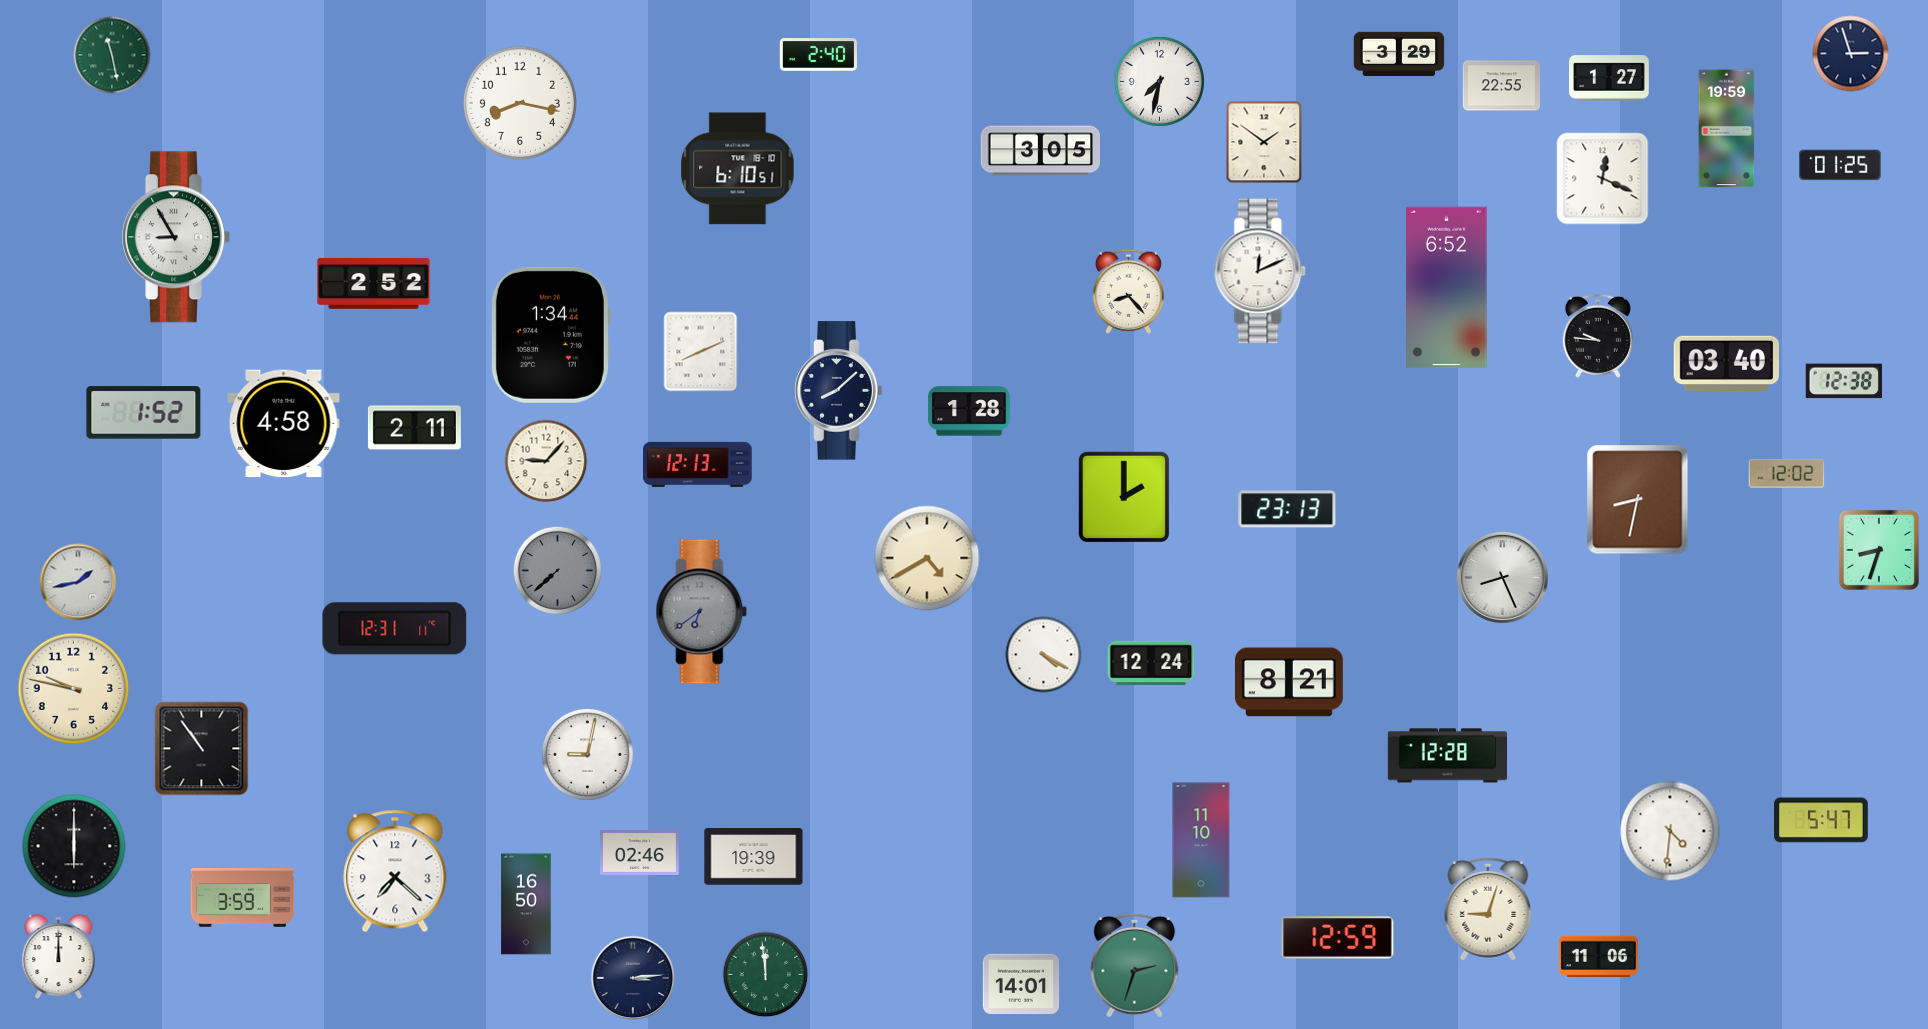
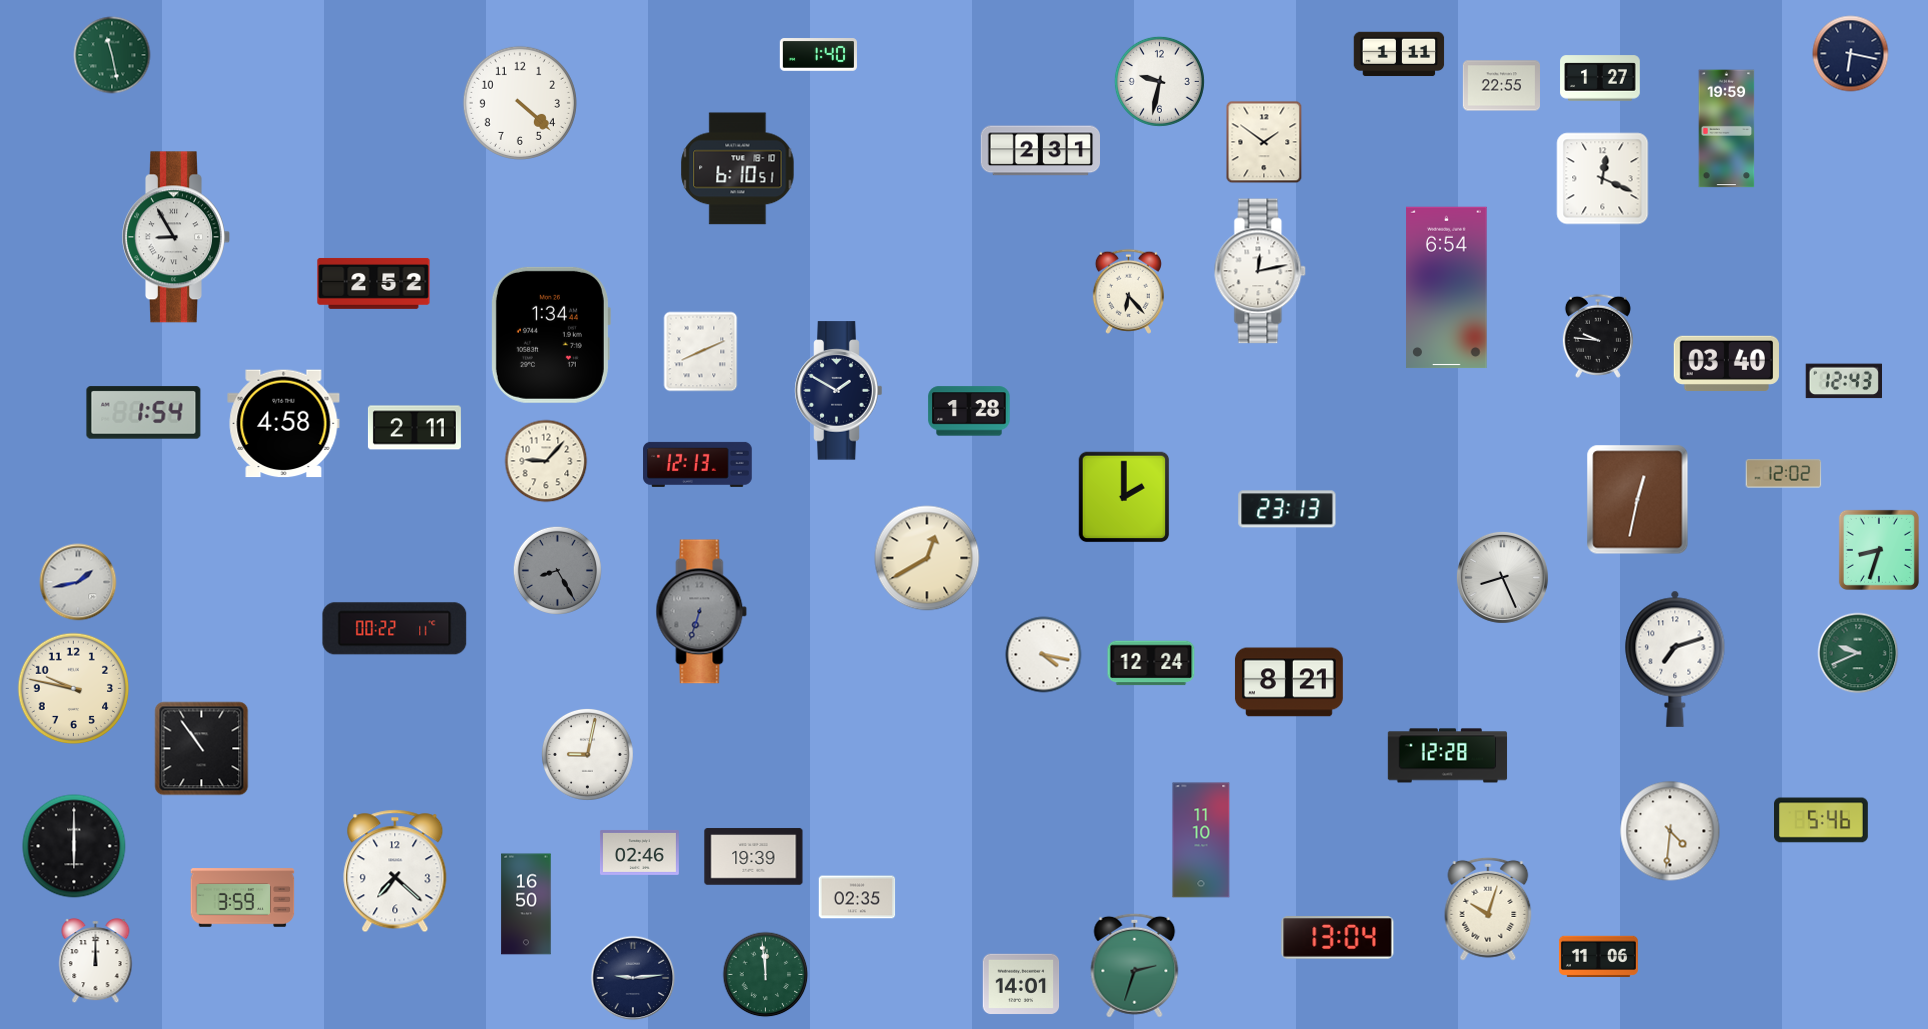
clock at (1399, 54): 3:29 -> 1:11
clock at (1851, 54): 2:57 -> 6:17
clock at (818, 55): 2:40 -> 1:40
clock at (1609, 78) position: (1609, 78) -> (1600, 78)
clock at (1159, 81): 7:32 -> 9:32
clock at (520, 103): 8:17 -> 4:22
clock at (1040, 151): 3:05 -> 2:31
clock at (1840, 165): 01:25 -> none
clock at (1260, 271): 12:11 -> 12:13
clock at (1447, 288): 6:52 -> 6:54
clock at (1128, 291): 8:23 -> 6:23
clock at (1843, 381): 12:38 -> 12:43
clock at (839, 391): 8:08 -> 1:50
clock at (144, 413): 1:52 -> 1:54
clock at (1787, 474) position: (1787, 474) -> (1784, 474)
clock at (1638, 500): 8:32 -> 12:32
clock at (927, 558): 4:40 -> 12:40
clock at (557, 570): 7:38 -> 8:25
clock at (702, 612): 6:39 -> 6:33
clock at (395, 629): 12:31 -> 00:22
clock at (1858, 653): none -> 9:41
clock at (1044, 655): 4:20 -> 4:17
clock at (1675, 659): none -> 7:12
clock at (1822, 820): 5:47 -> 5:46
clock at (857, 897): none -> 02:35
clock at (1488, 909): 9:03 -> 10:03
clock at (1338, 938): 12:59 -> 13:04
clock at (59, 957) position: (59, 957) -> (96, 961)
clock at (633, 978): 3:14 -> 9:14
